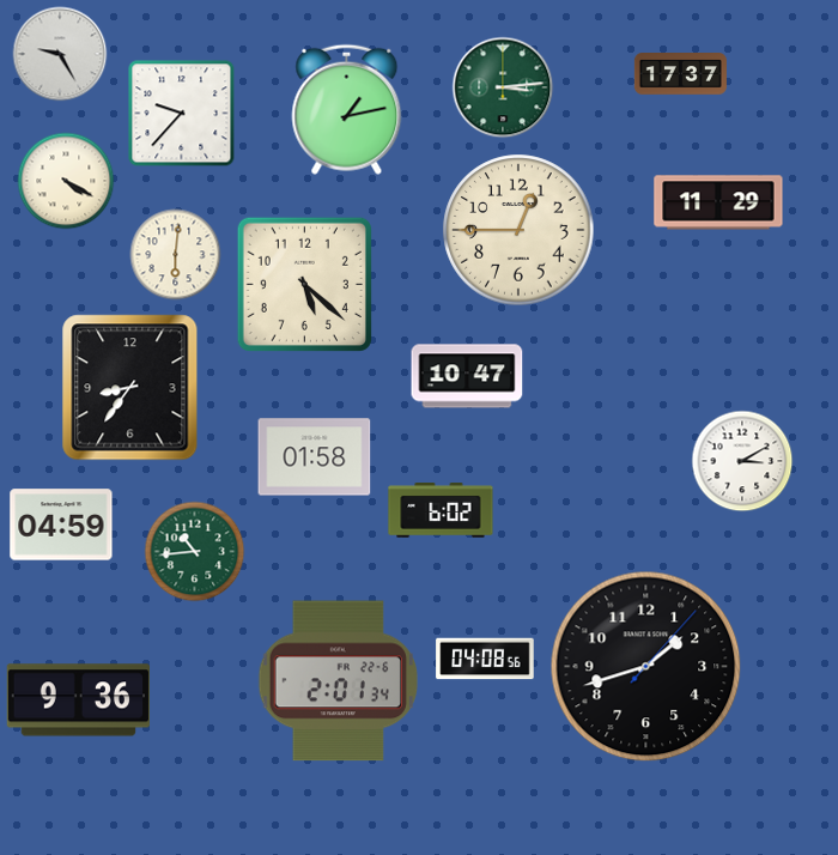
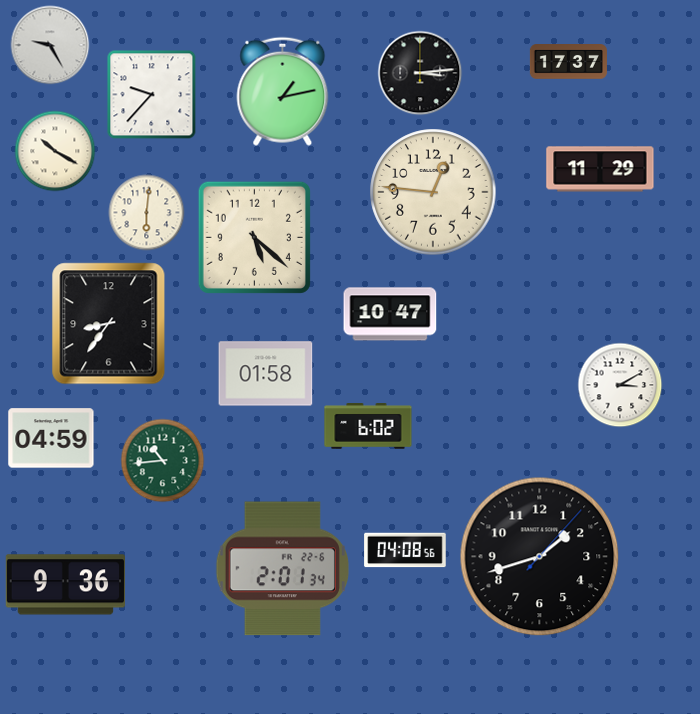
clock at (503, 87) dial: green -> black
clock at (347, 109) position: (347, 109) -> (283, 91)
clock at (66, 181): 4:20 -> 10:20
clock at (518, 230): 12:45 -> 12:46
clock at (315, 457) position: (315, 457) -> (266, 374)
